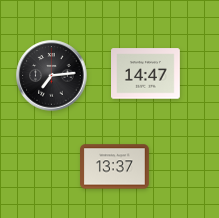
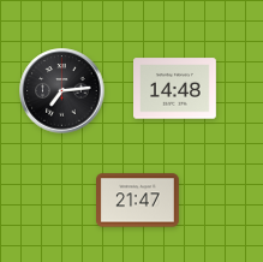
clock at (146, 74): 14:47 -> 14:48
clock at (115, 167): 13:37 -> 21:47
